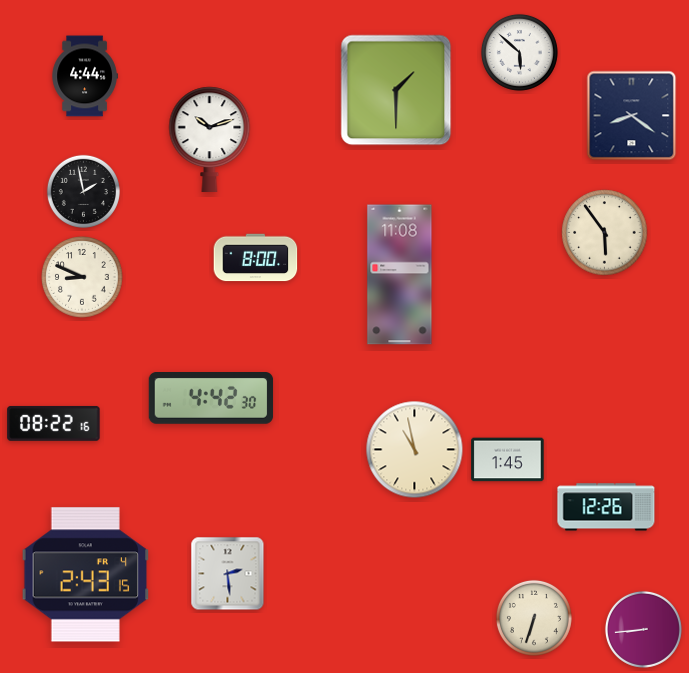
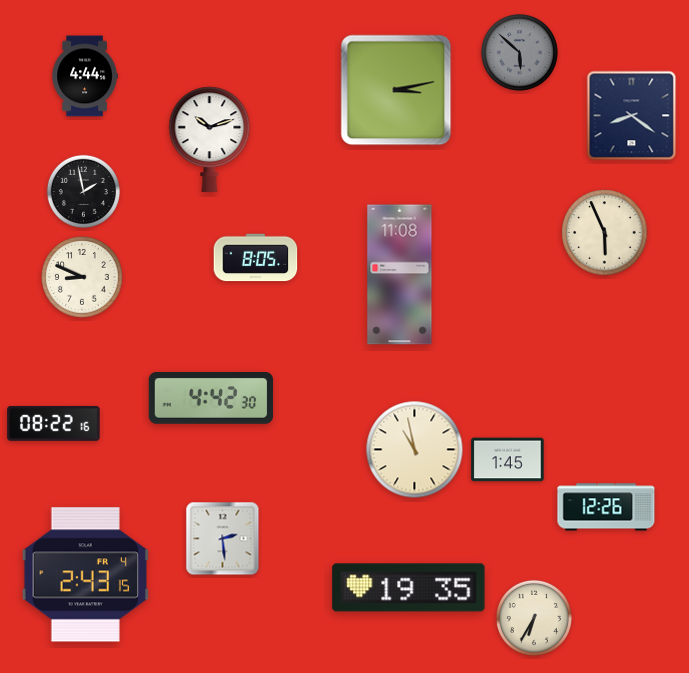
clock at (519, 52) dial: white -> grey
clock at (396, 90): 1:30 -> 3:13
clock at (605, 233): 5:54 -> 5:56
clock at (256, 258): 8:00 -> 8:05
clock at (228, 574) position: (228, 574) -> (223, 539)
clock at (409, 588): none -> 19:35
clock at (534, 618): 6:33 -> 6:35
clock at (643, 629): 8:44 -> none
